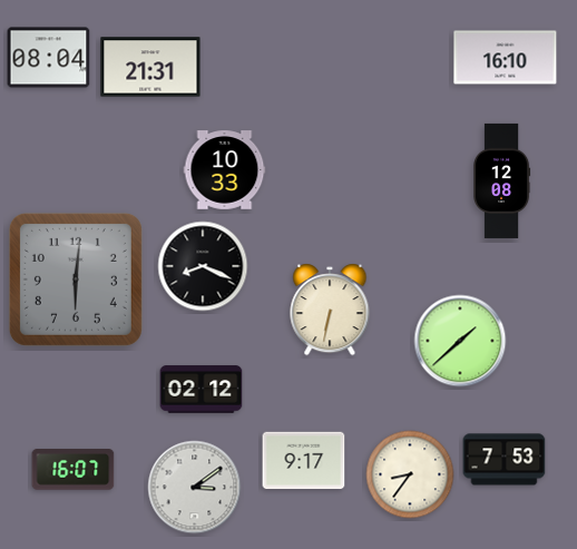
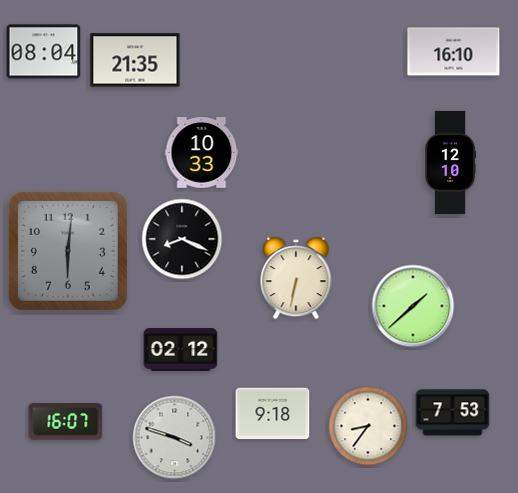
clock at (150, 67): 21:31 -> 21:35
clock at (502, 180): 12:08 -> 12:10
clock at (304, 461): 9:17 -> 9:18
clock at (195, 488): 3:09 -> 3:48
